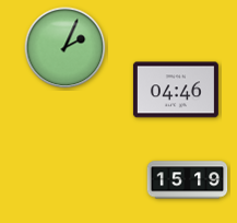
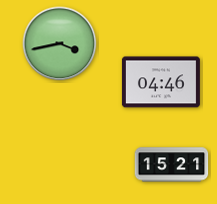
clock at (66, 48): 2:04 -> 3:43
clock at (188, 180): 15:19 -> 15:21
